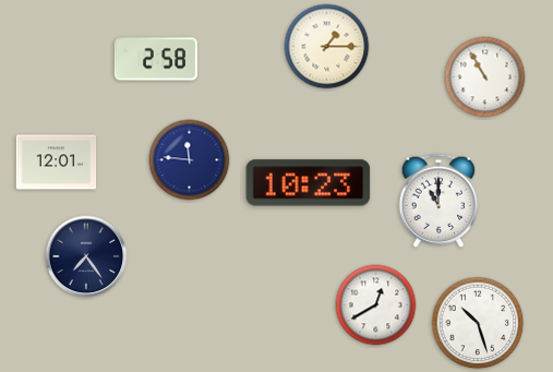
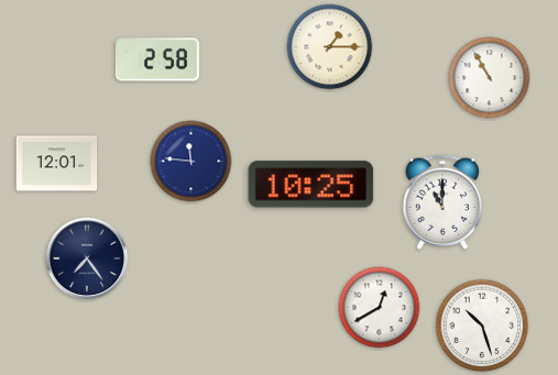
clock at (309, 183): 10:23 -> 10:25
